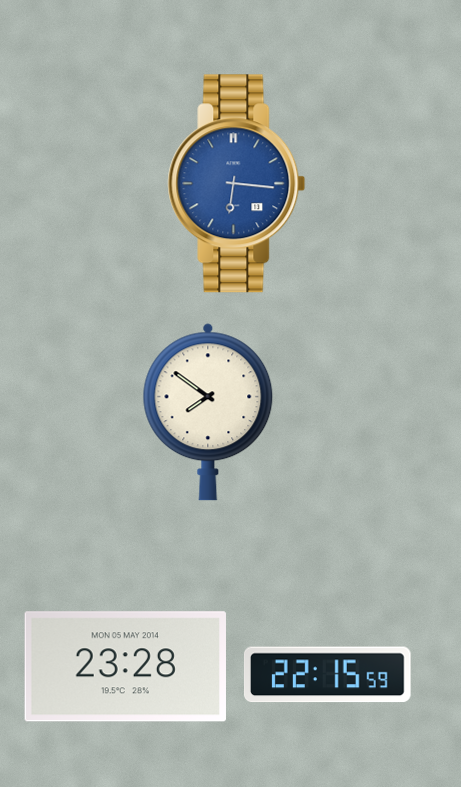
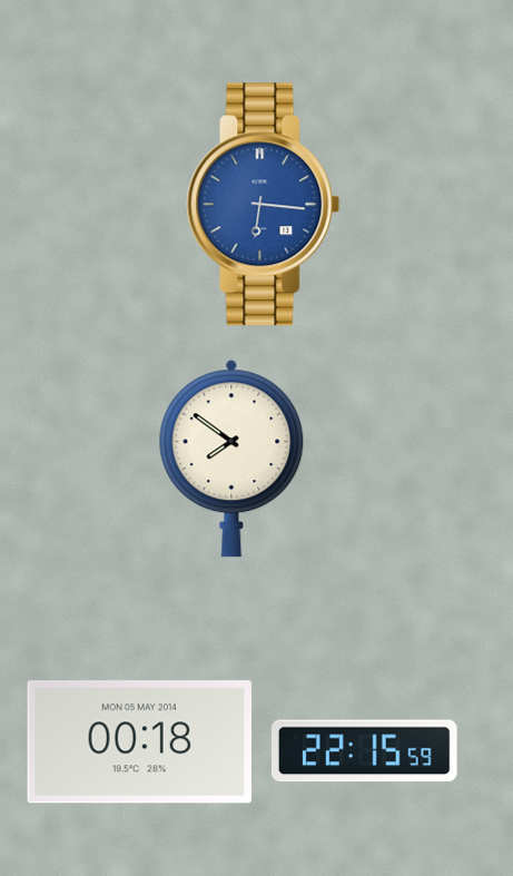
clock at (125, 667): 23:28 -> 00:18
